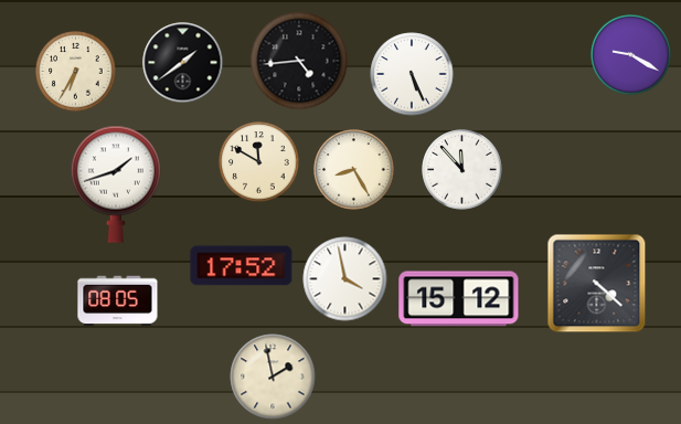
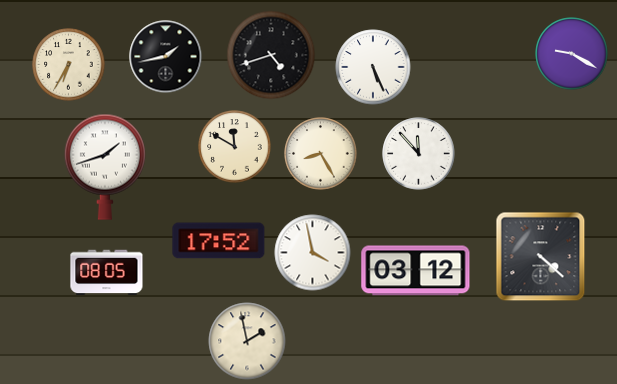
clock at (631, 55) position: (631, 55) -> (572, 54)
clock at (299, 61): 4:44 -> 4:42
clock at (183, 63): 1:39 -> 1:43
clock at (459, 299): 15:12 -> 03:12
